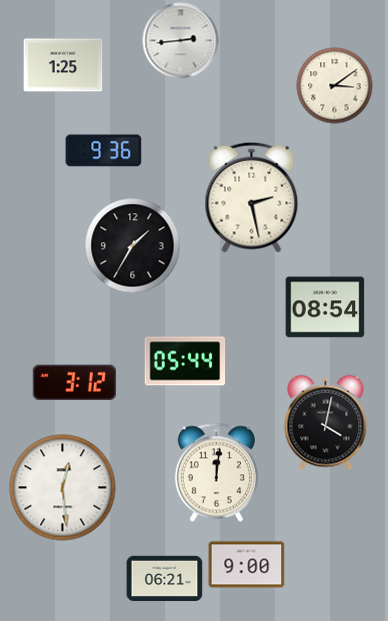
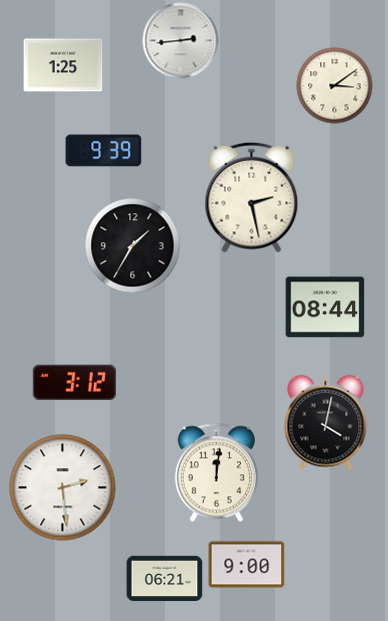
clock at (104, 151): 9:36 -> 9:39
clock at (325, 307): 08:54 -> 08:44
clock at (185, 361): 05:44 -> none
clock at (63, 488): 12:29 -> 2:29
